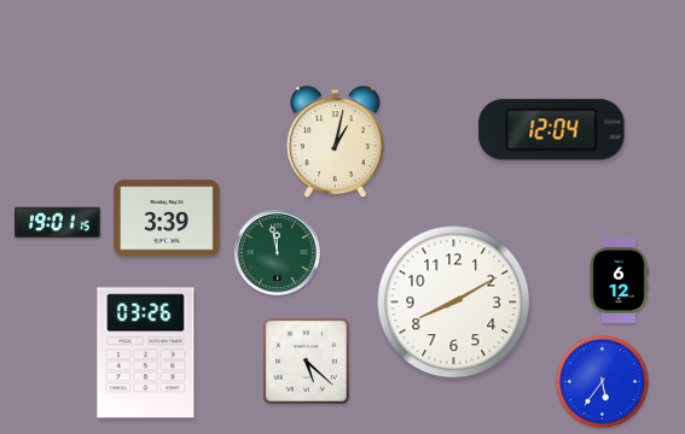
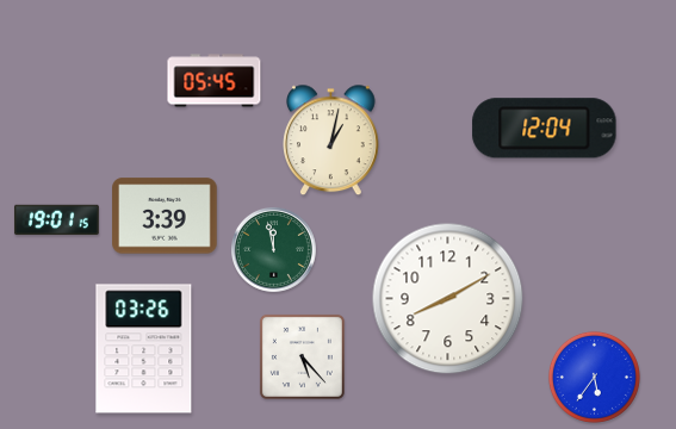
clock at (215, 81): none -> 05:45
clock at (619, 280): 6:12 -> none
clock at (306, 360): 5:22 -> 5:23
